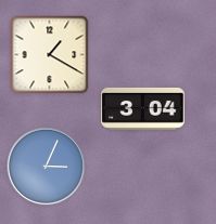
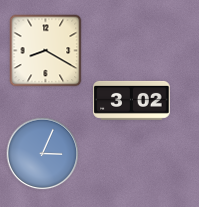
clock at (50, 55): 1:20 -> 8:20
clock at (143, 108): 3:04 -> 3:02
